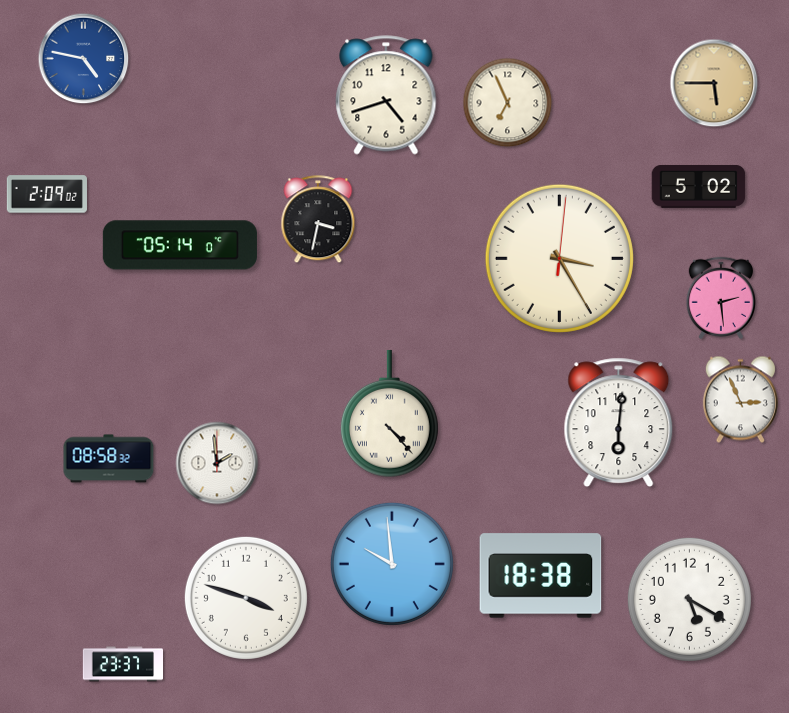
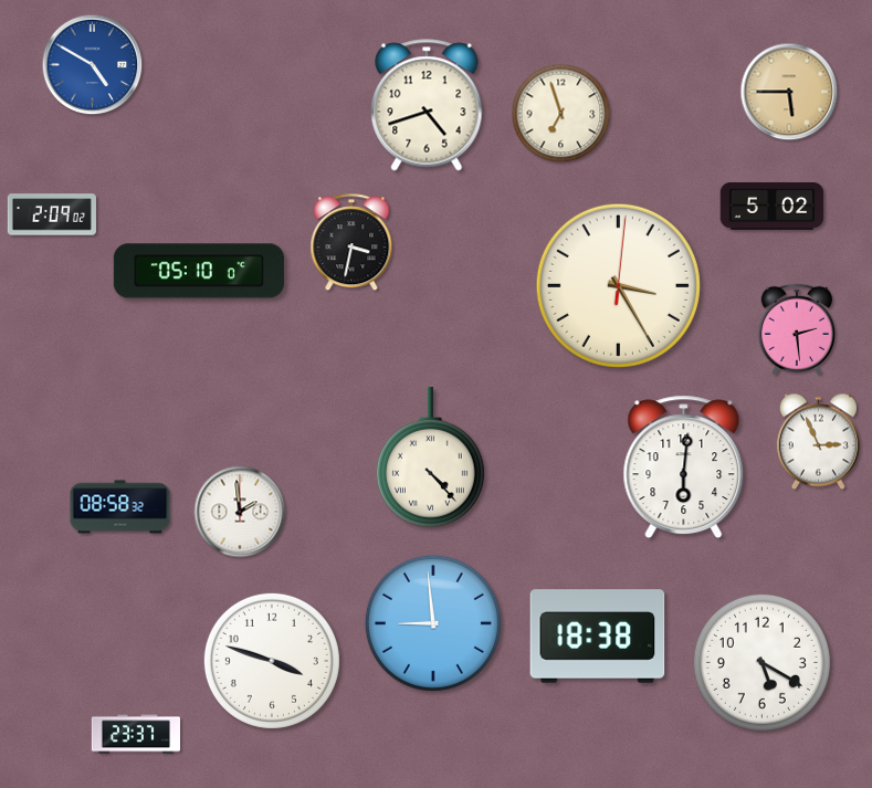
clock at (84, 59): 4:47 -> 4:50
clock at (508, 103): 6:56 -> 6:57
clock at (180, 245): 05:14 -> 05:10
clock at (392, 564): 9:59 -> 8:59
